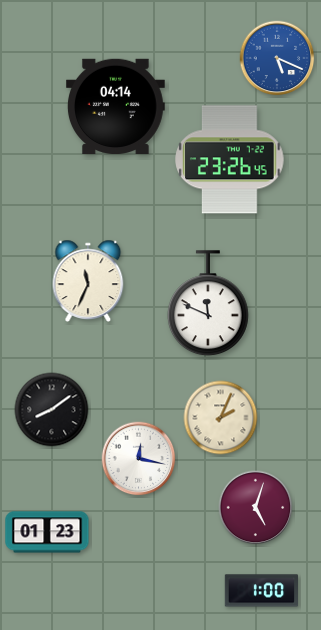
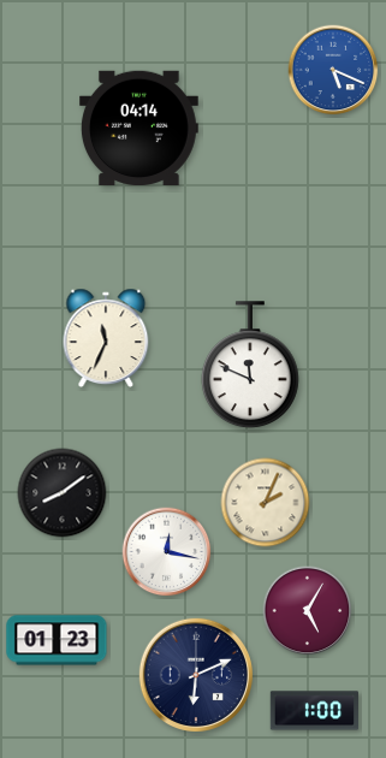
clock at (230, 160): 23:26 -> none
clock at (256, 508): 5:03 -> 5:05
clock at (195, 674): none -> 6:11
